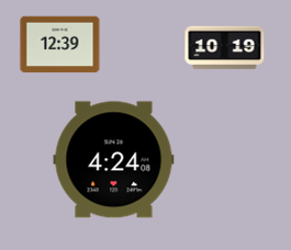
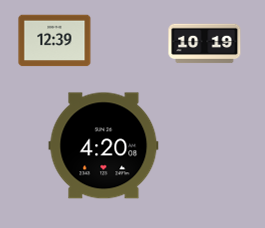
clock at (114, 160): 4:24 -> 4:20
